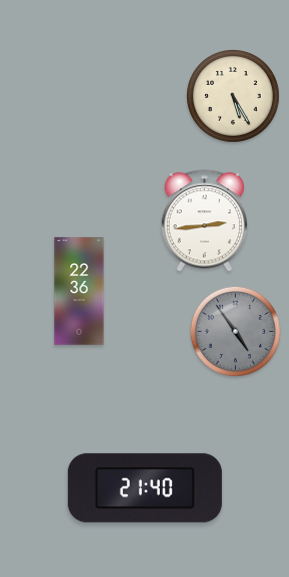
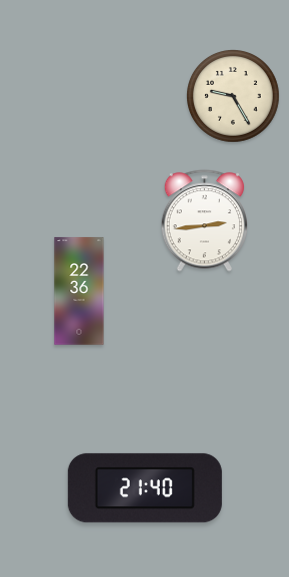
clock at (234, 97): 5:25 -> 9:25
clock at (235, 331): 4:54 -> none
